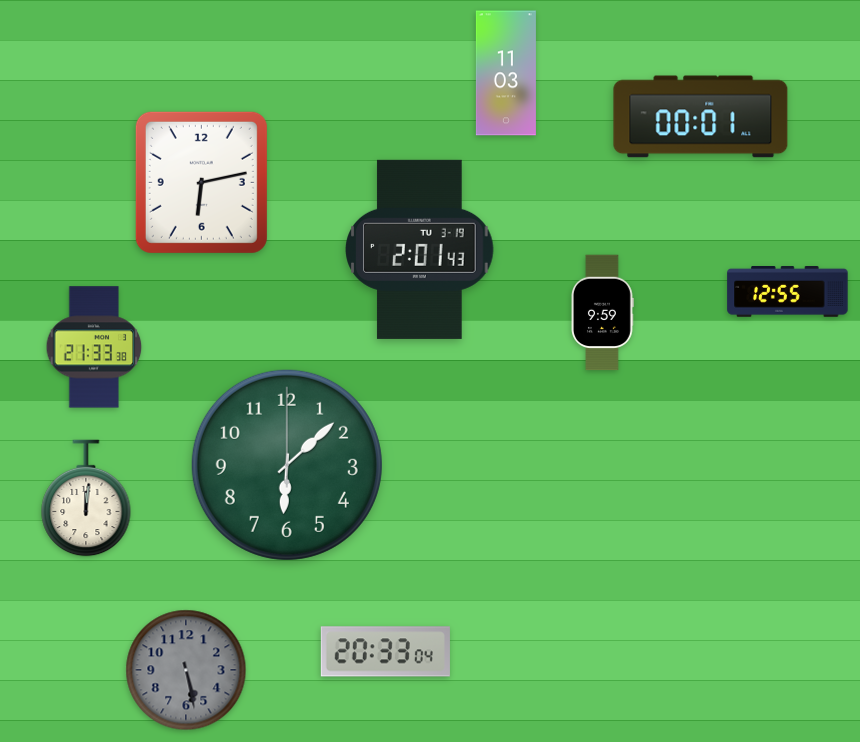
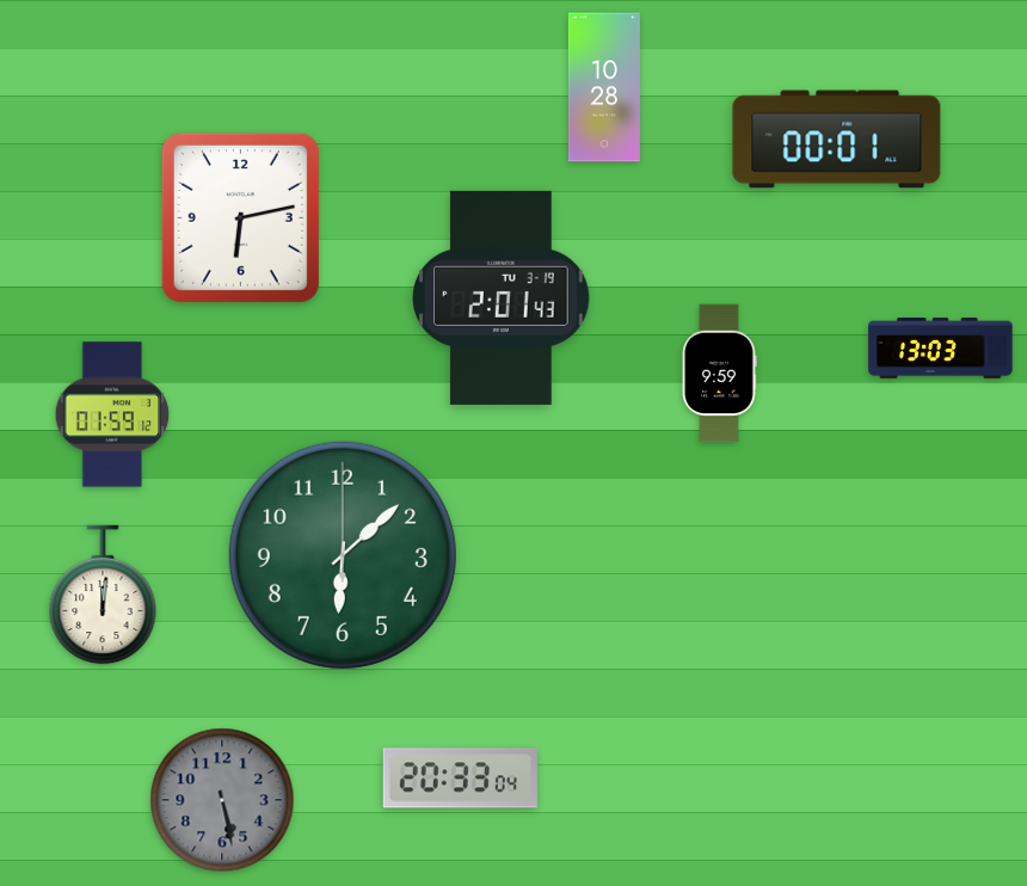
clock at (506, 73): 11:03 -> 10:28
clock at (788, 292): 12:55 -> 13:03
clock at (94, 347): 21:33 -> 01:59
